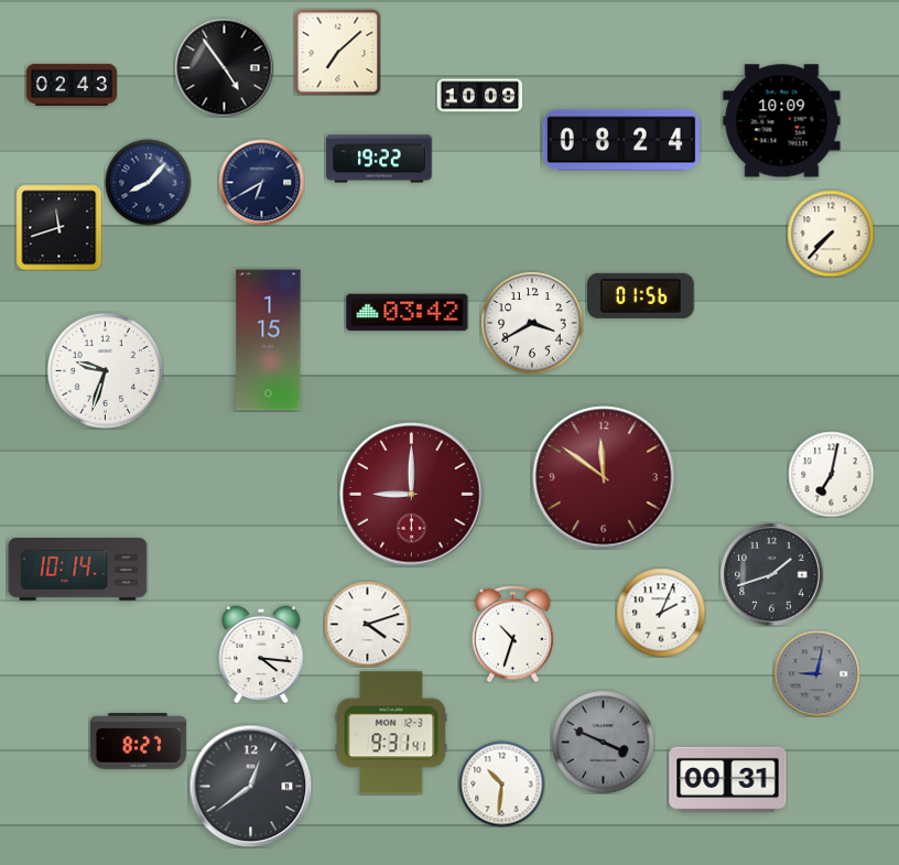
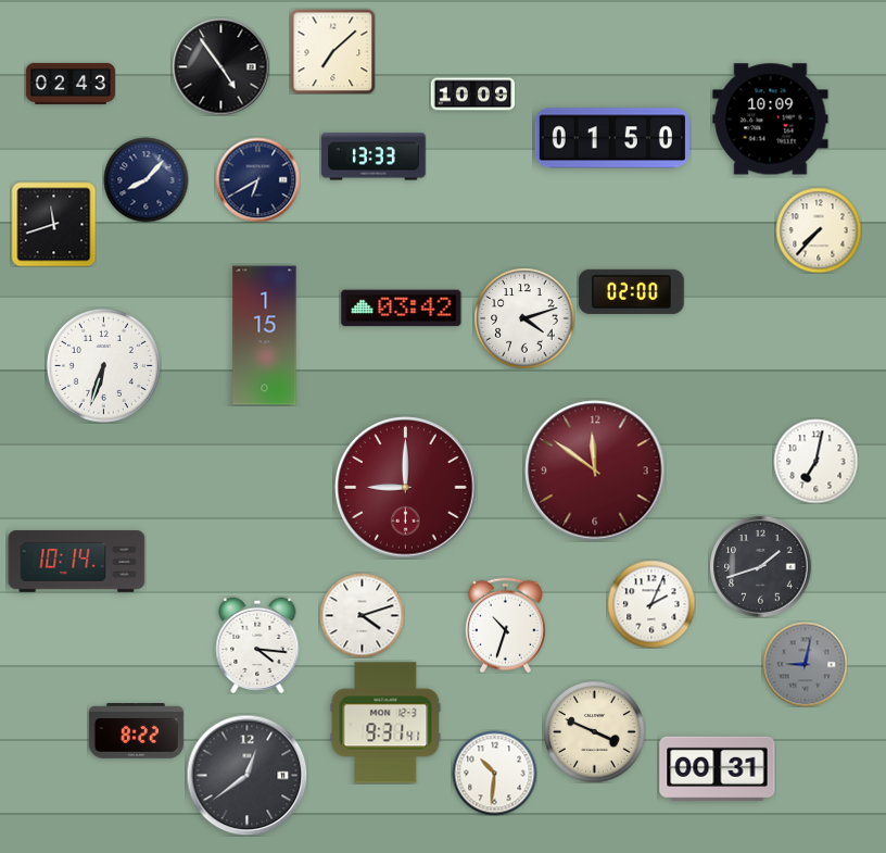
clock at (621, 140): 08:24 -> 01:50
clock at (379, 159): 19:22 -> 13:33
clock at (58, 227) position: (58, 227) -> (53, 224)
clock at (641, 295): 01:56 -> 02:00
clock at (532, 323): 3:40 -> 4:12
clock at (105, 370): 9:33 -> 6:33
clock at (831, 474) position: (831, 474) -> (815, 461)
clock at (138, 742): 8:27 -> 8:22
clock at (603, 742) dial: grey -> cream
